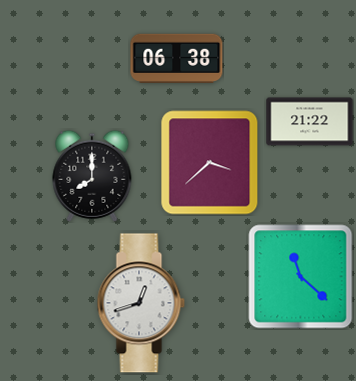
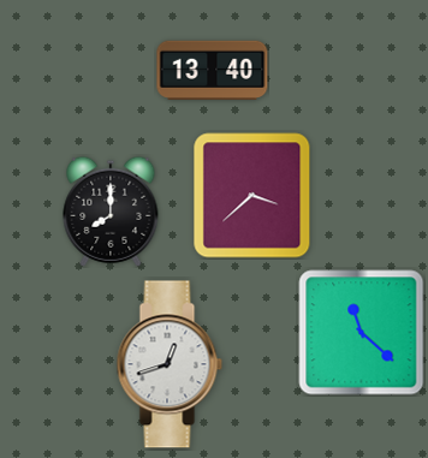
clock at (177, 58): 06:38 -> 13:40
clock at (310, 122): 21:22 -> none
